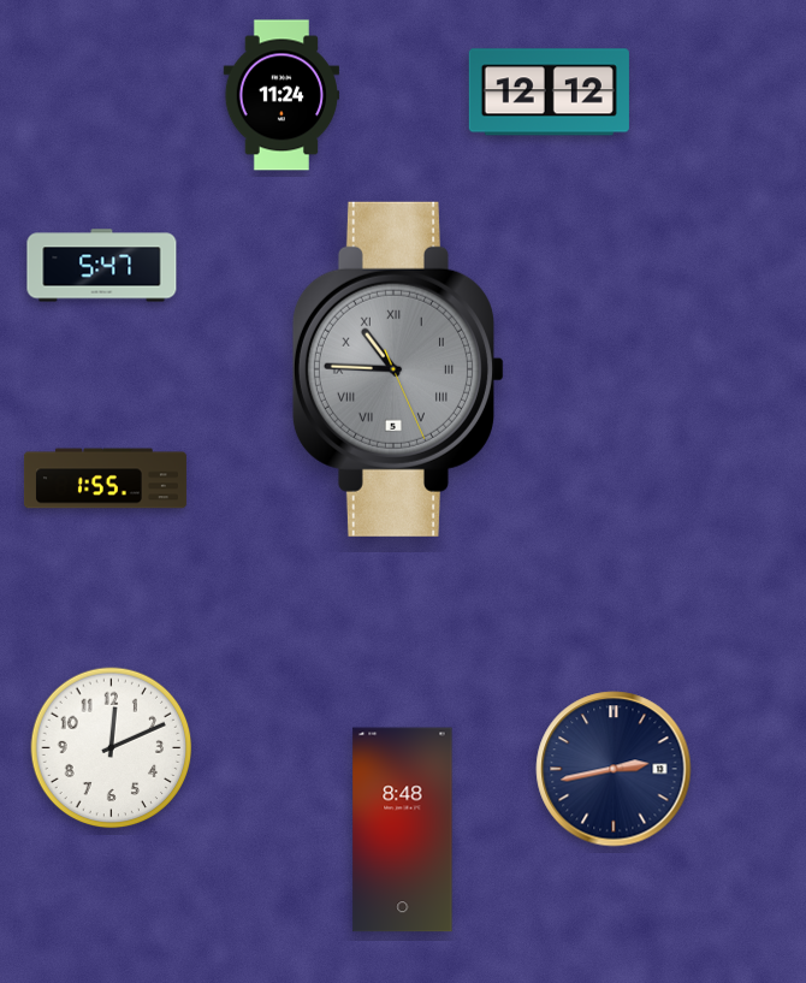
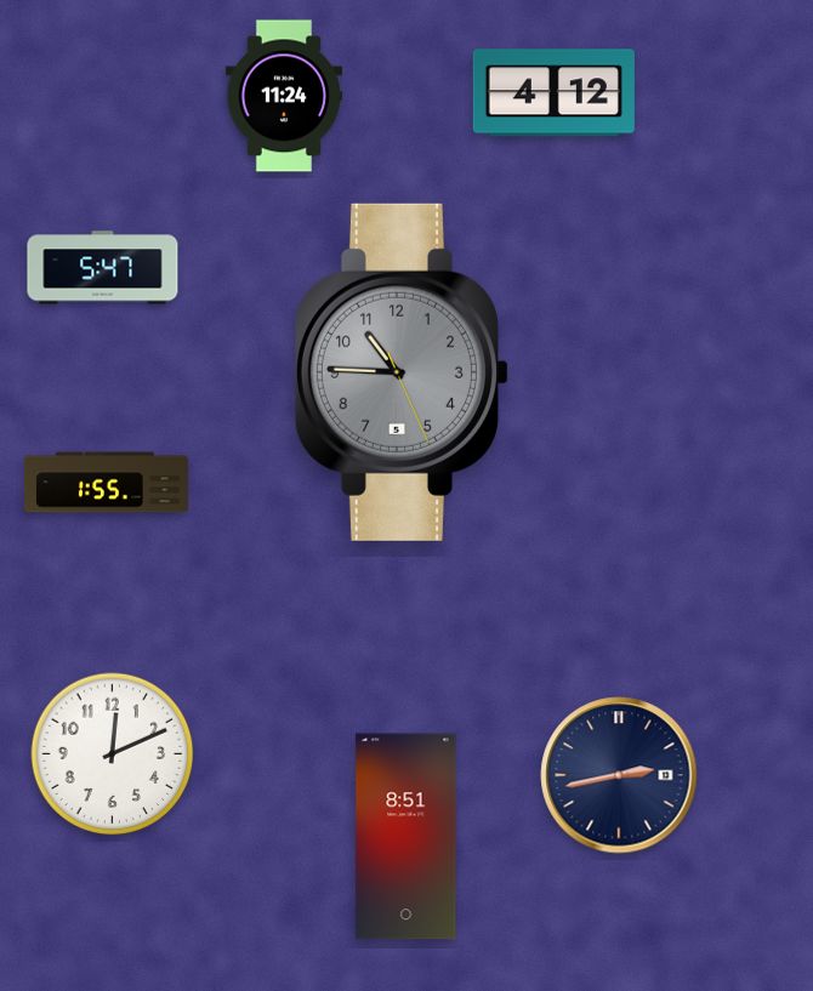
clock at (549, 93): 12:12 -> 4:12
clock at (398, 369) numerals: Roman -> Arabic
clock at (403, 830): 8:48 -> 8:51
